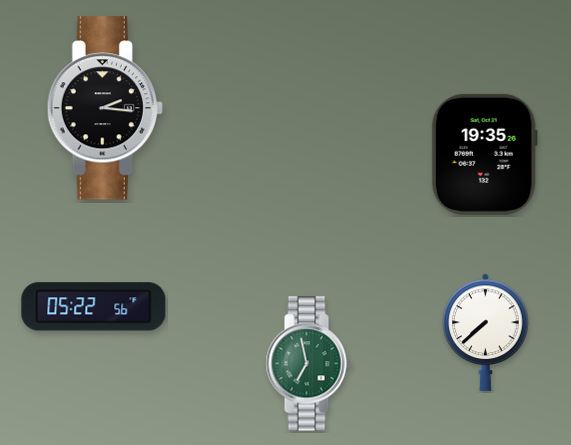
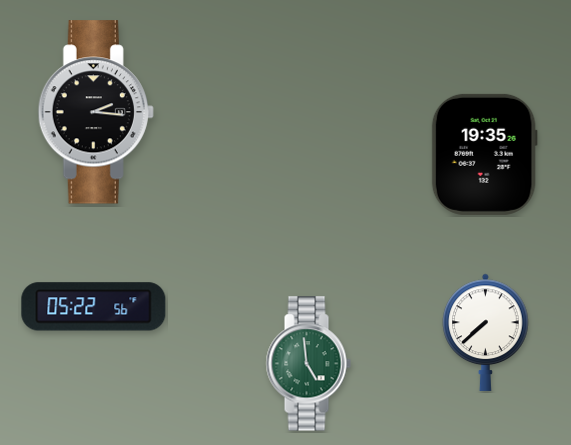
clock at (105, 108) position: (105, 108) -> (96, 112)
clock at (308, 364): 6:58 -> 4:59
